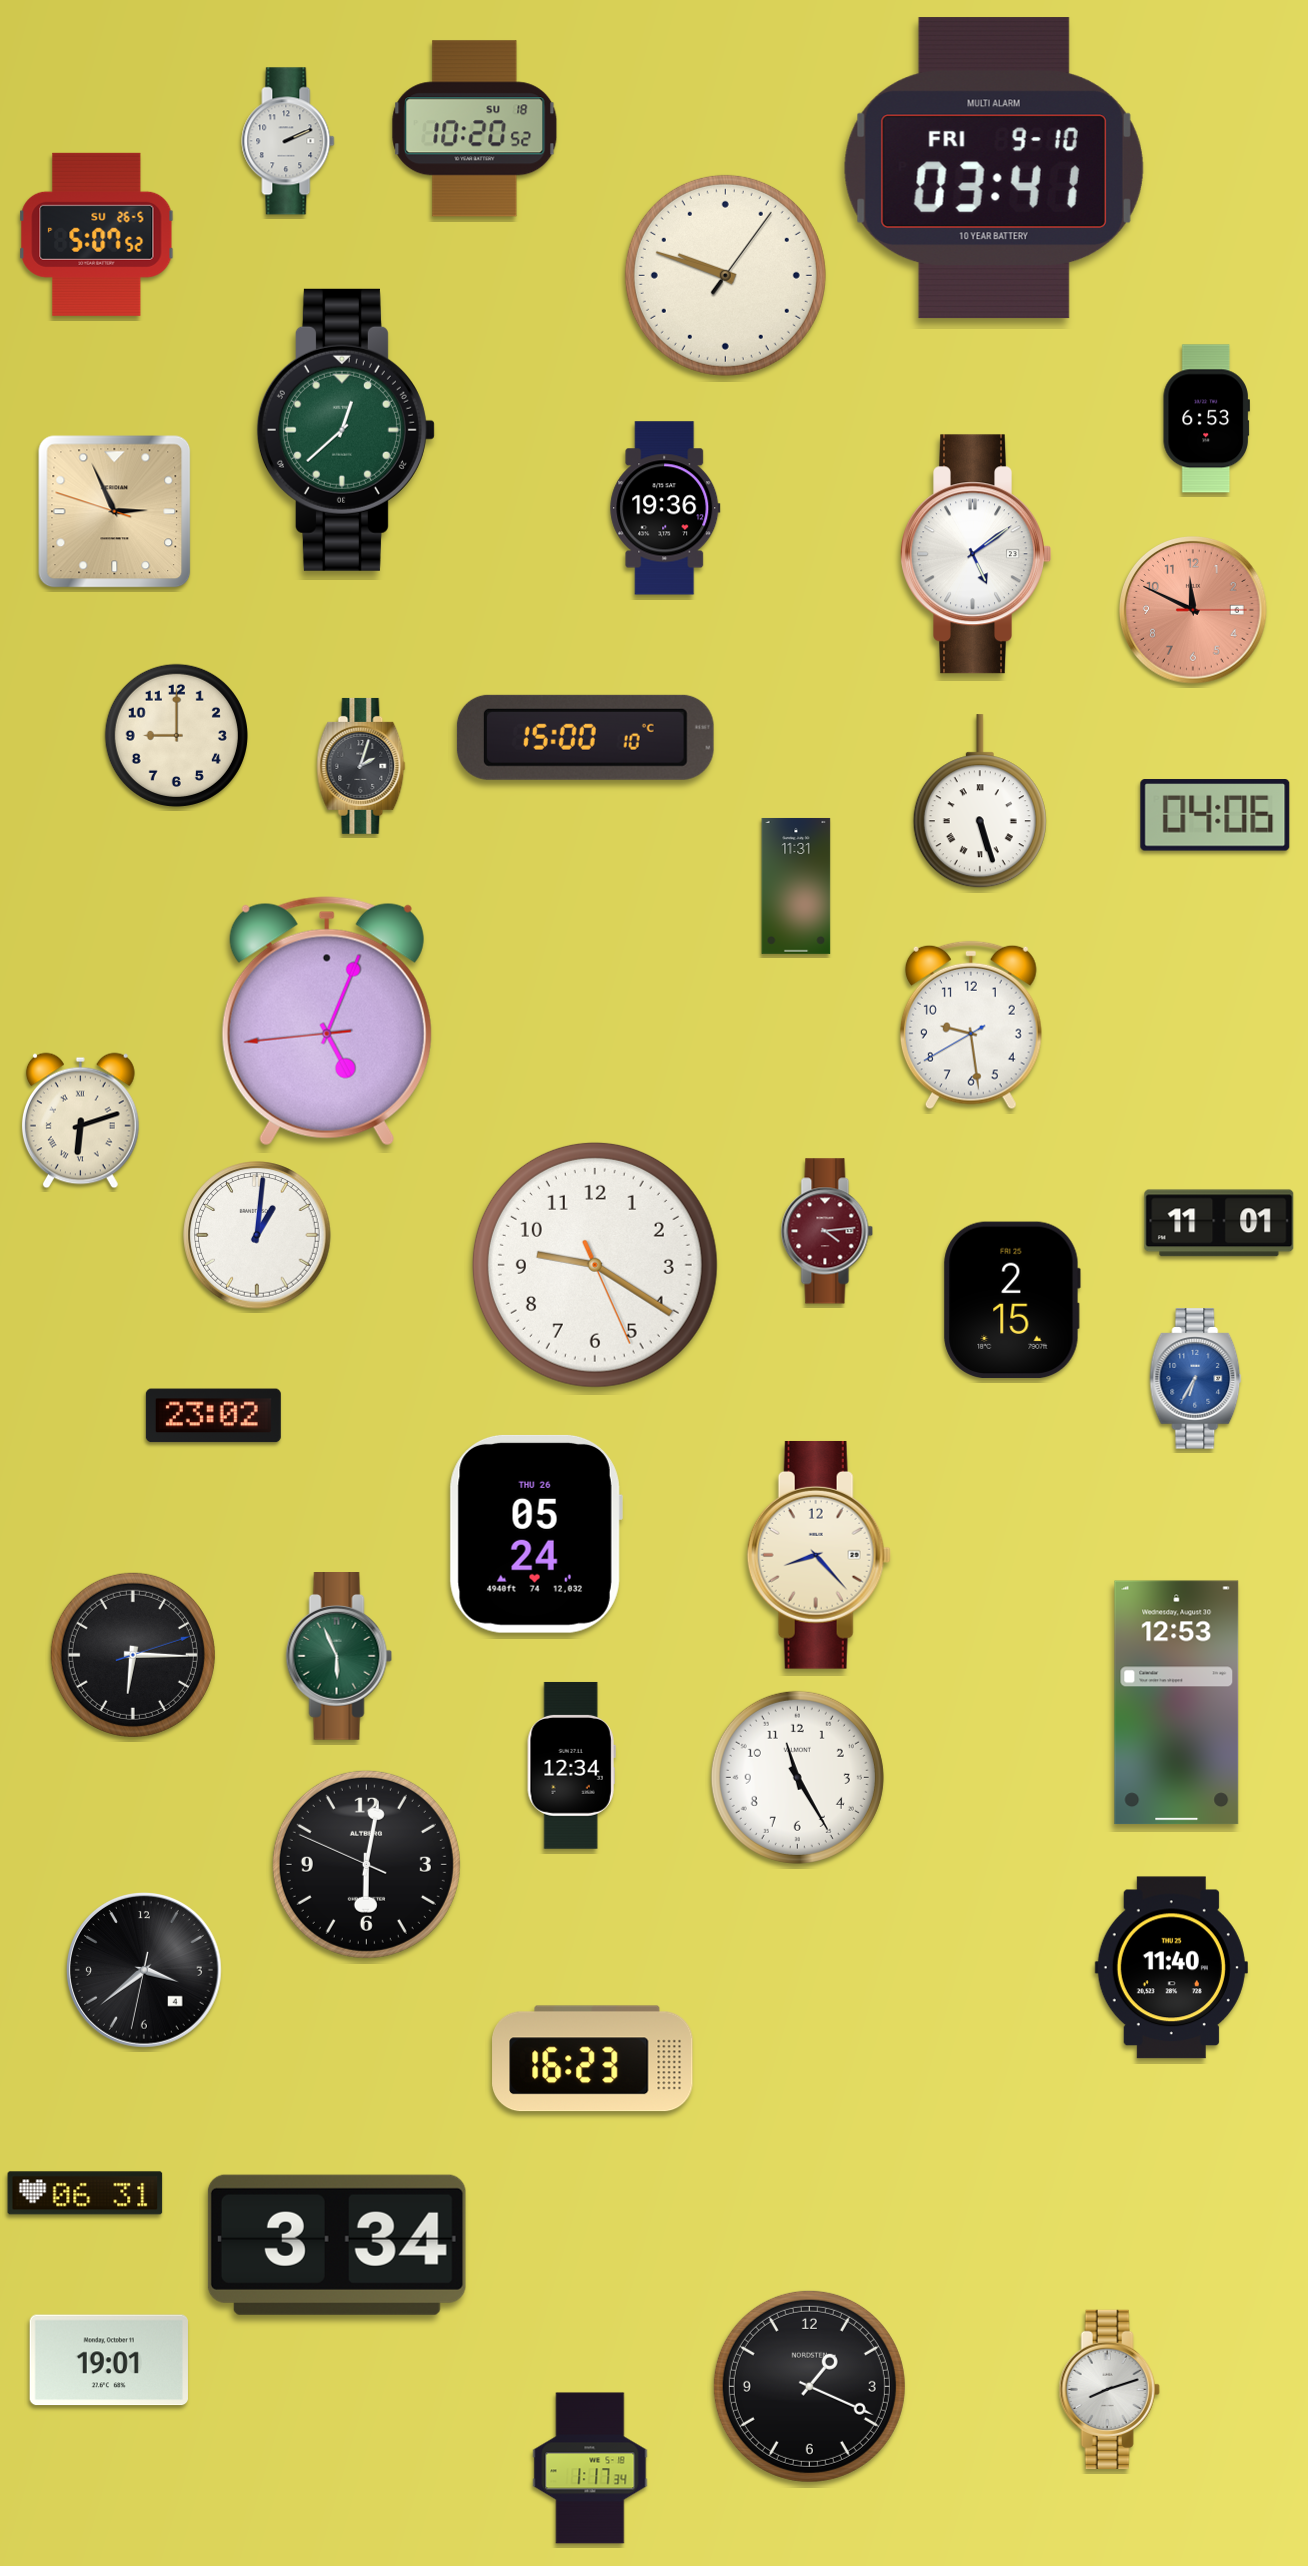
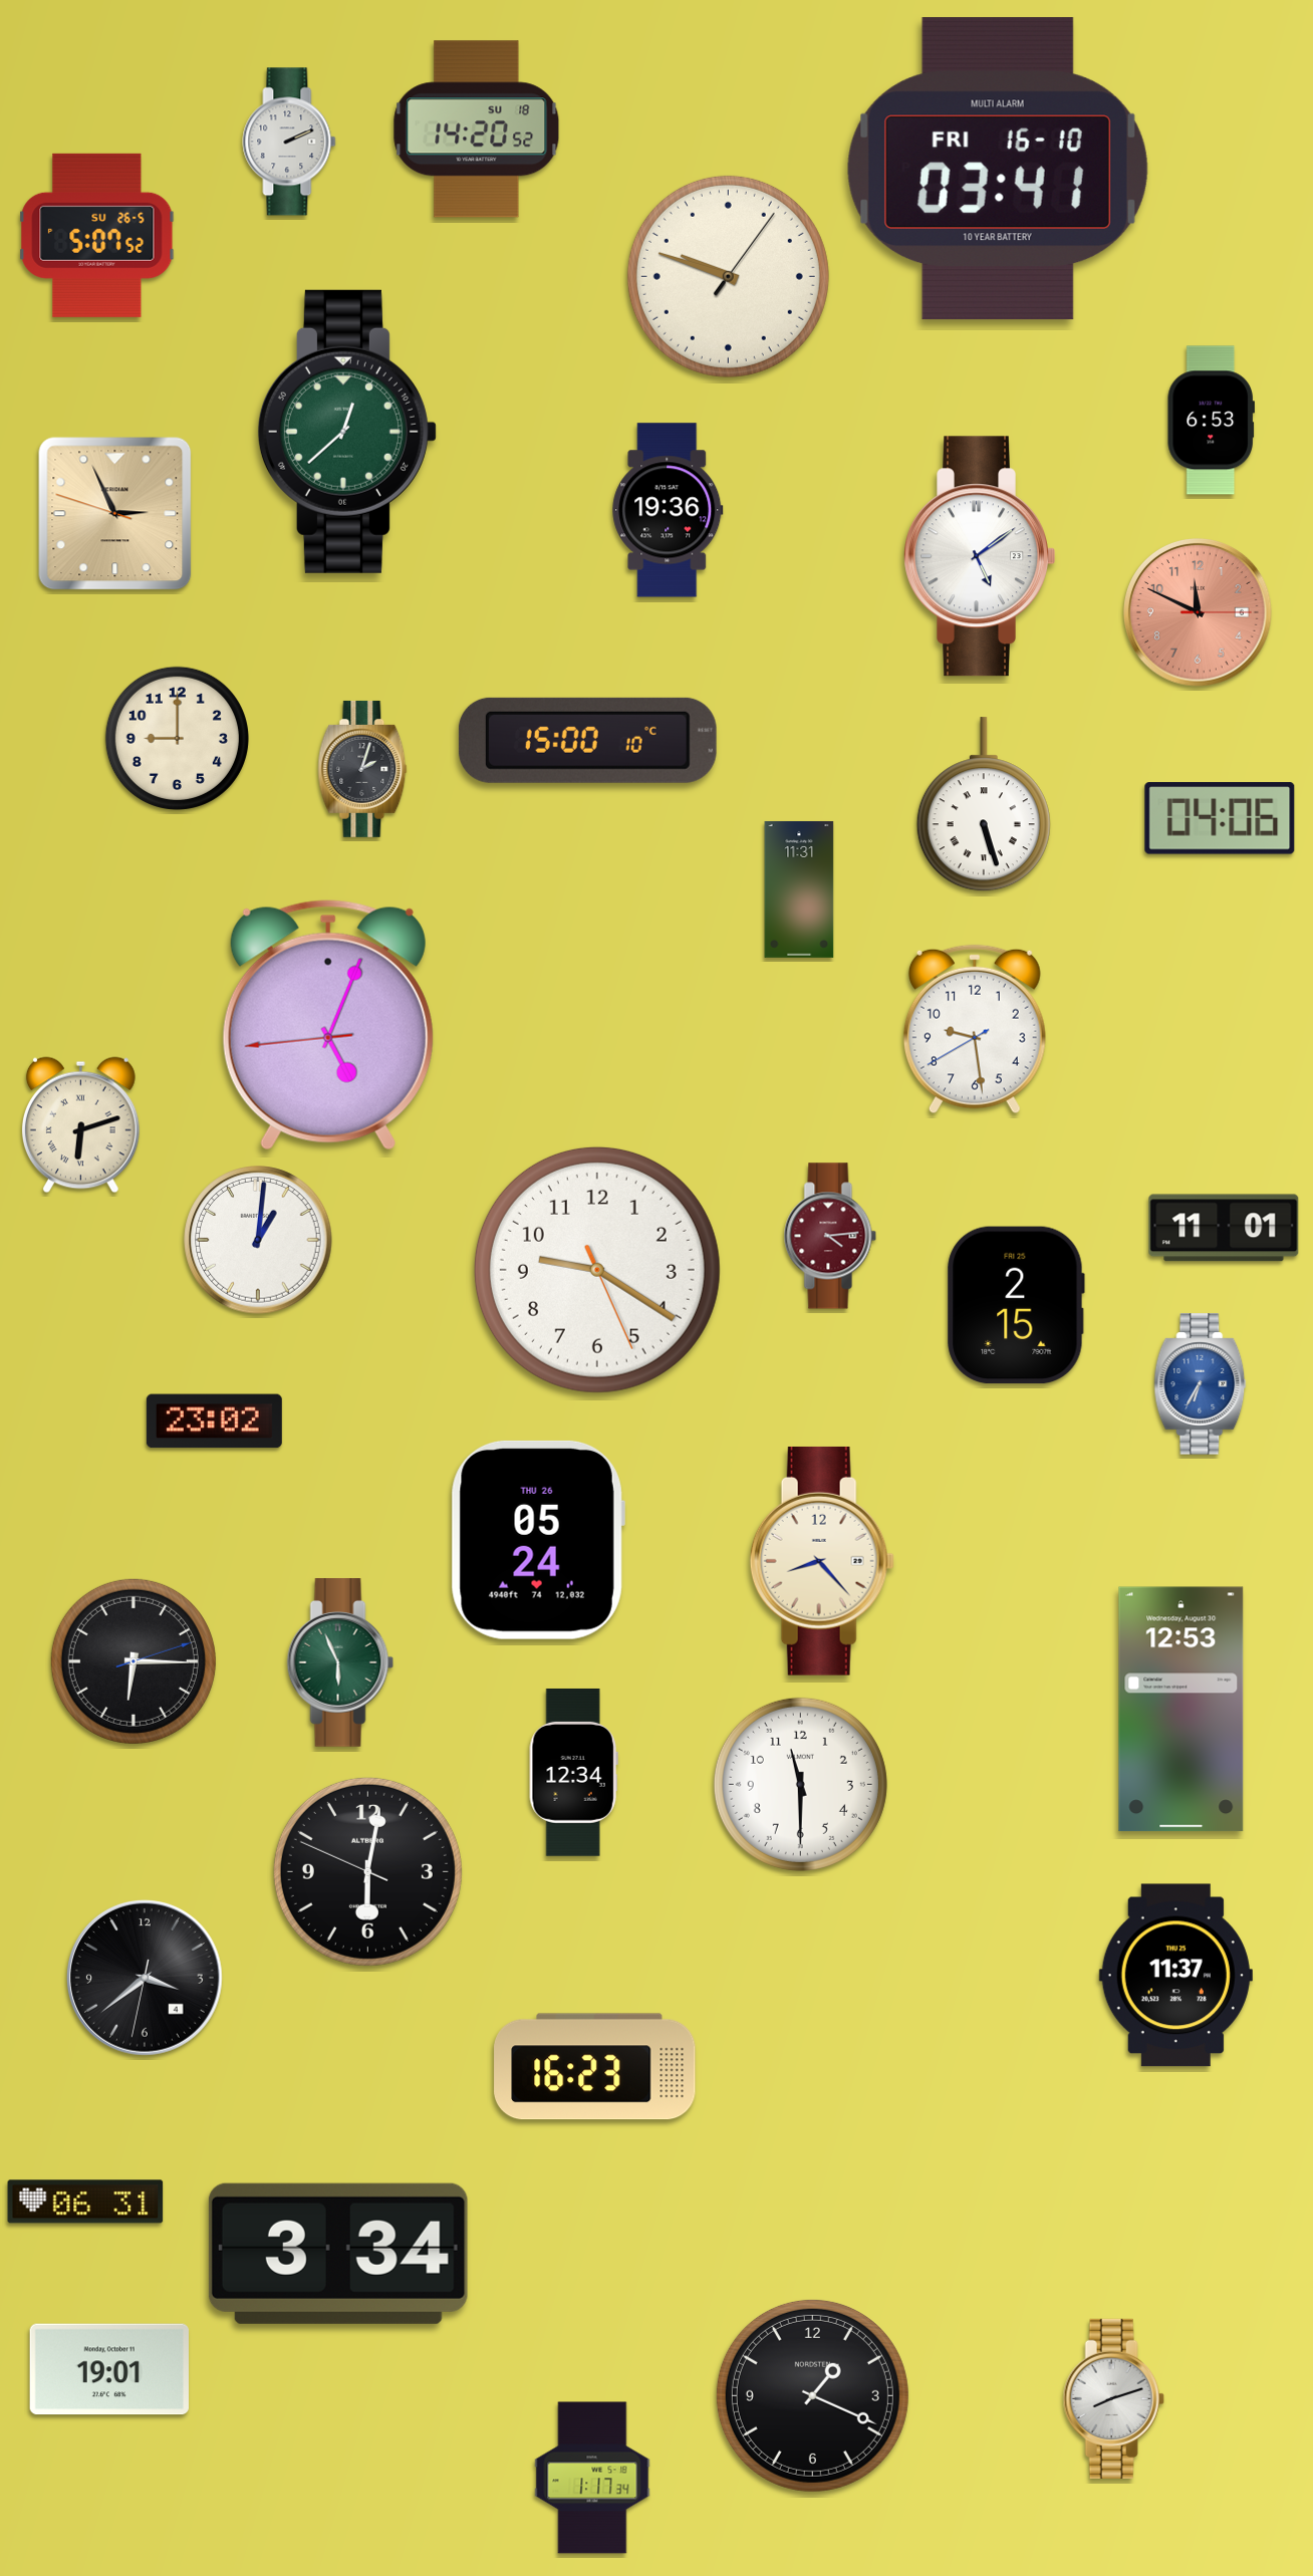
clock at (475, 129): 10:20 -> 14:20
clock at (994, 168) date: FRI 9-10 -> FRI 16-10
clock at (797, 1777): 11:25 -> 11:30
clock at (1171, 1968): 11:40 -> 11:37
